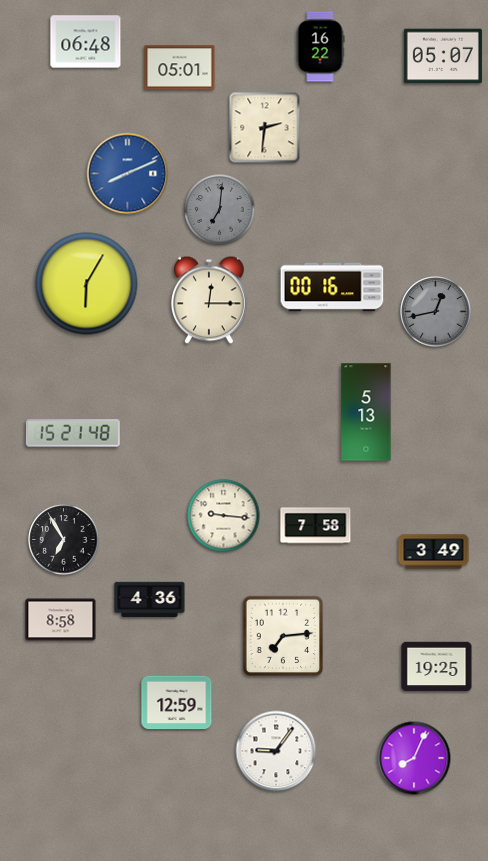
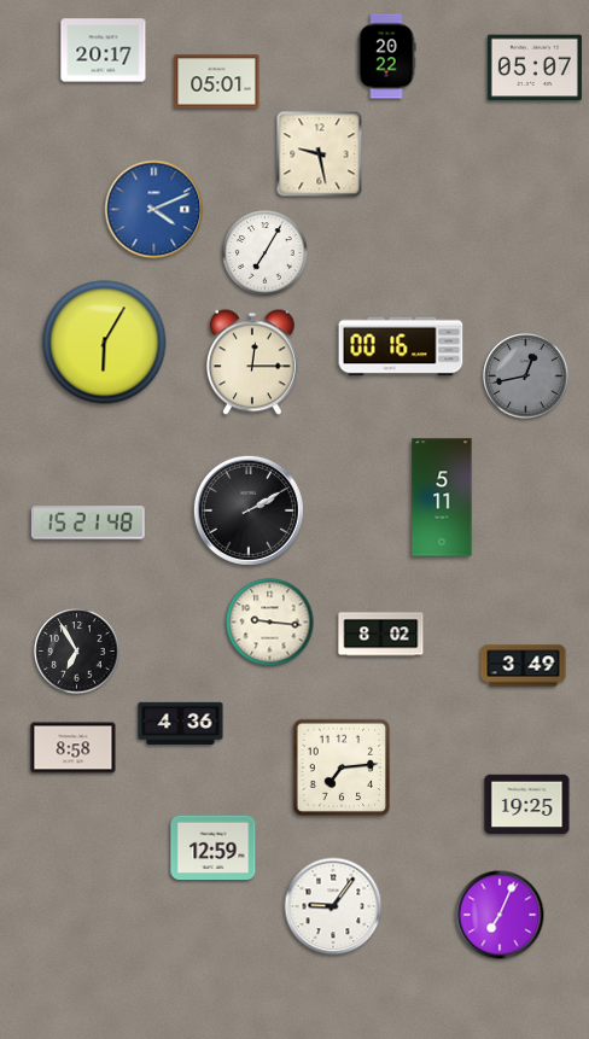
clock at (86, 42): 06:48 -> 20:17
clock at (320, 47): 16:22 -> 20:22
clock at (265, 128): 2:31 -> 9:28
clock at (128, 174): 8:11 -> 4:11
clock at (220, 210): 7:01 -> 7:05
clock at (220, 210) dial: grey -> white
clock at (366, 412): 5:13 -> 5:11
clock at (249, 510): none -> 2:10
clock at (316, 526): 7:58 -> 8:02
clock at (414, 758): 8:04 -> 7:04
